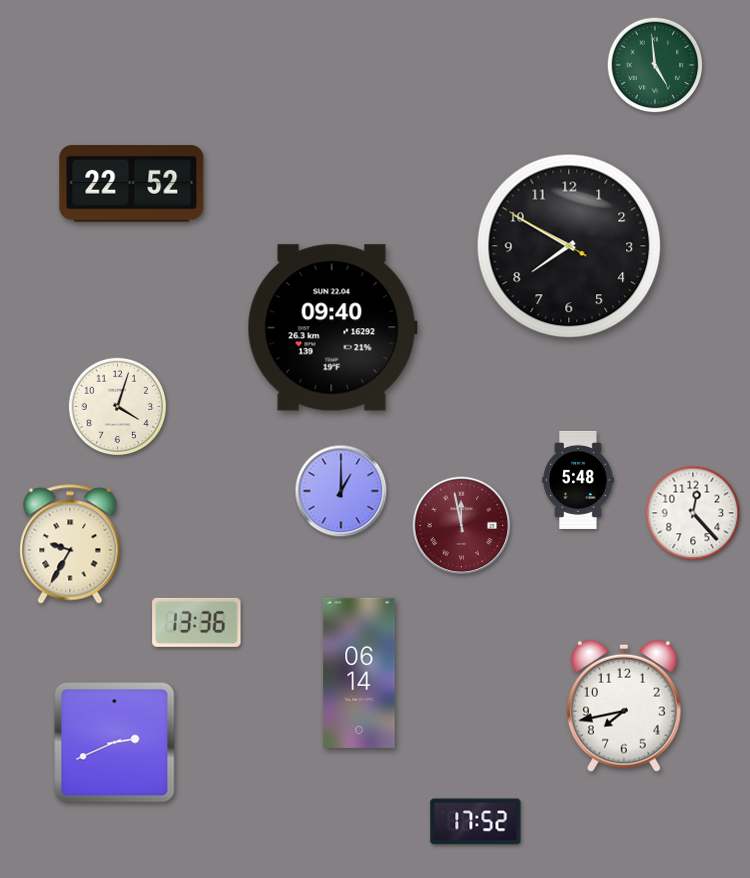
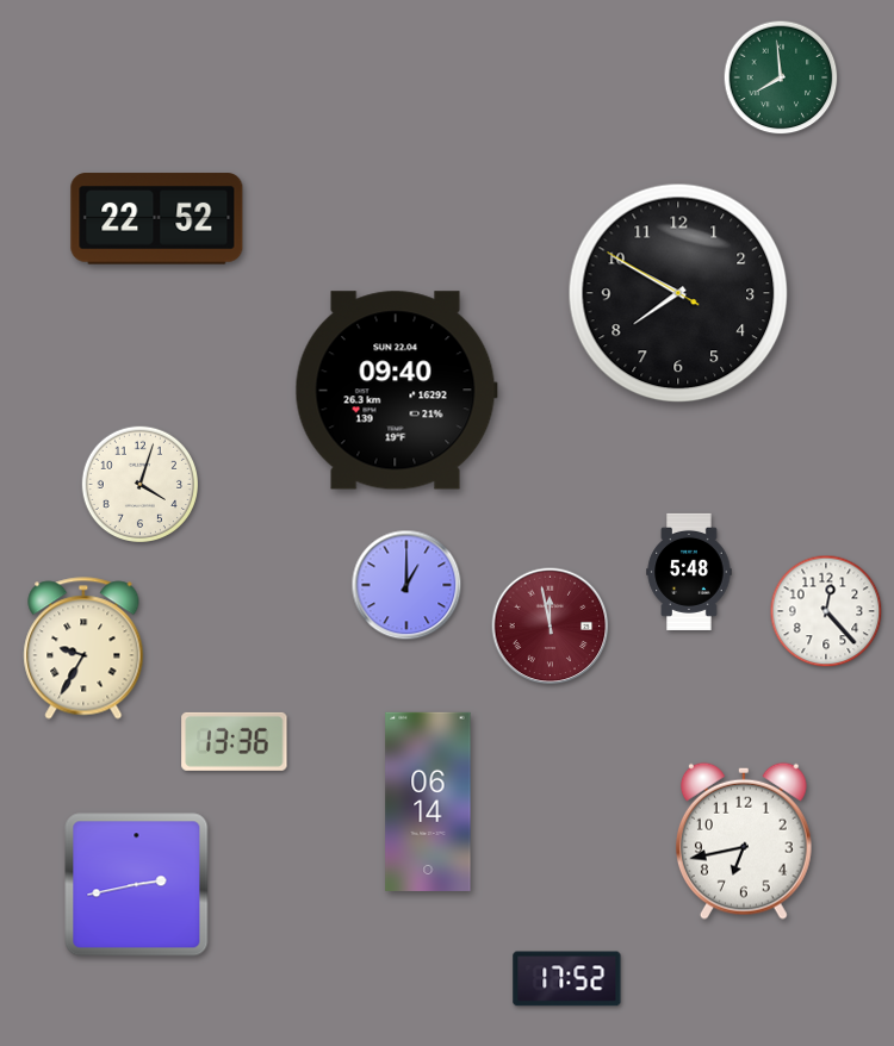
clock at (655, 65): 4:59 -> 7:59
clock at (624, 706): 7:43 -> 6:43
clock at (115, 743): 2:41 -> 2:43
